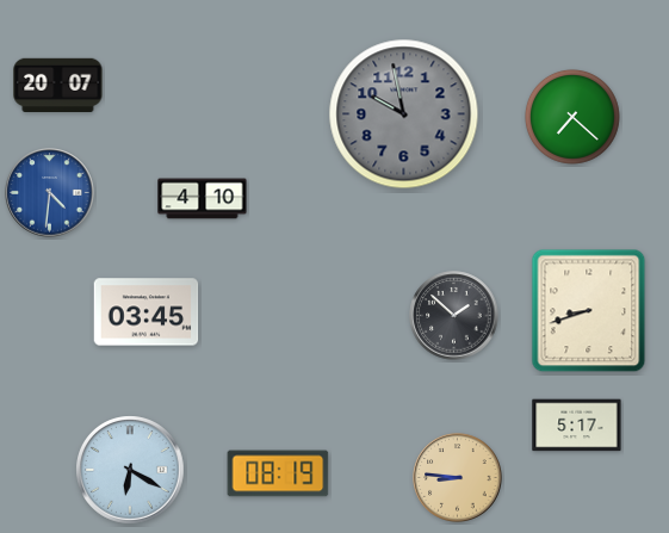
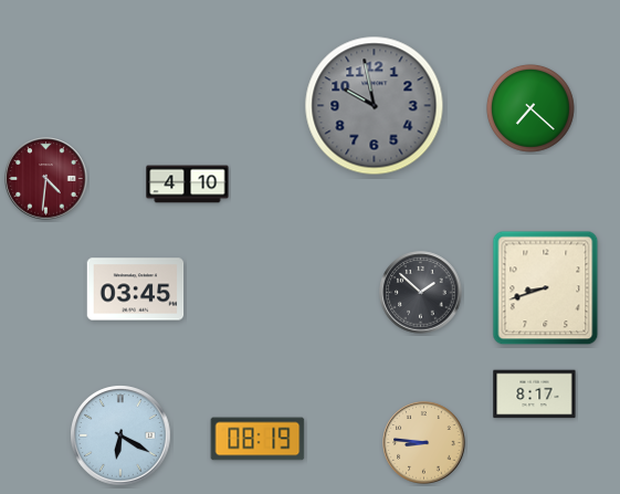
clock at (58, 86): 20:07 -> none
clock at (50, 193) dial: blue -> burgundy
clock at (577, 426): 5:17 -> 8:17
